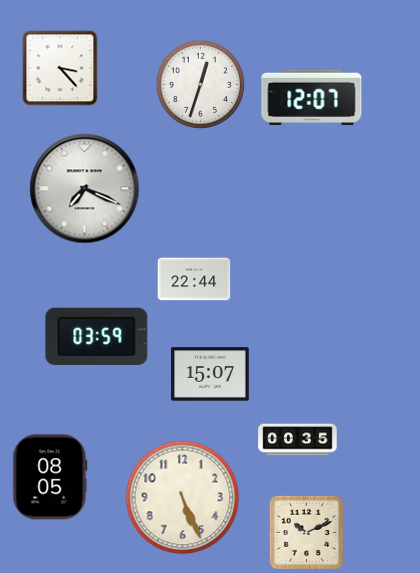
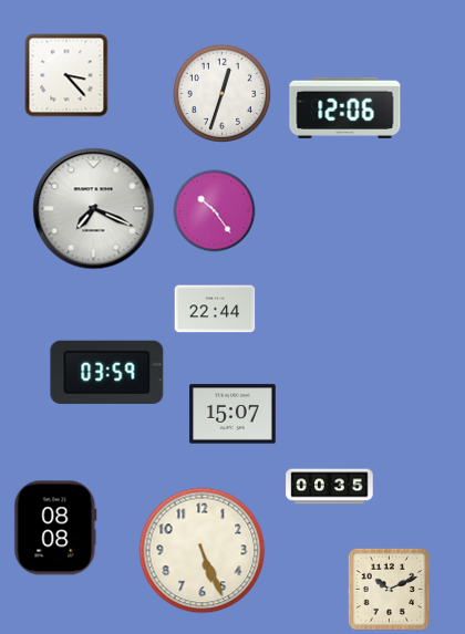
clock at (312, 97): 12:07 -> 12:06
clock at (215, 211): none -> 10:24
clock at (50, 477): 08:05 -> 08:08
clock at (306, 532) position: (306, 532) -> (389, 589)
